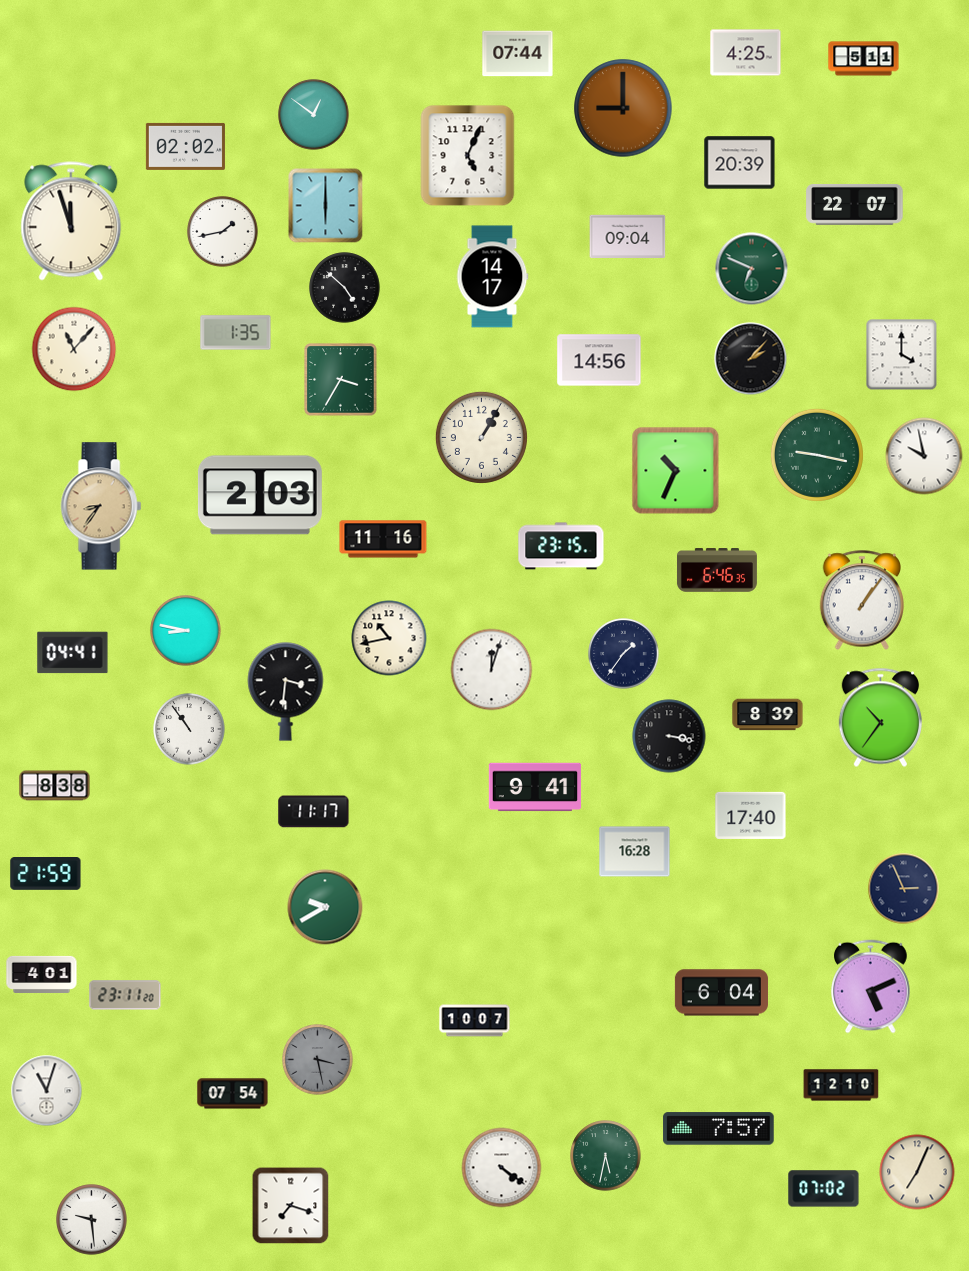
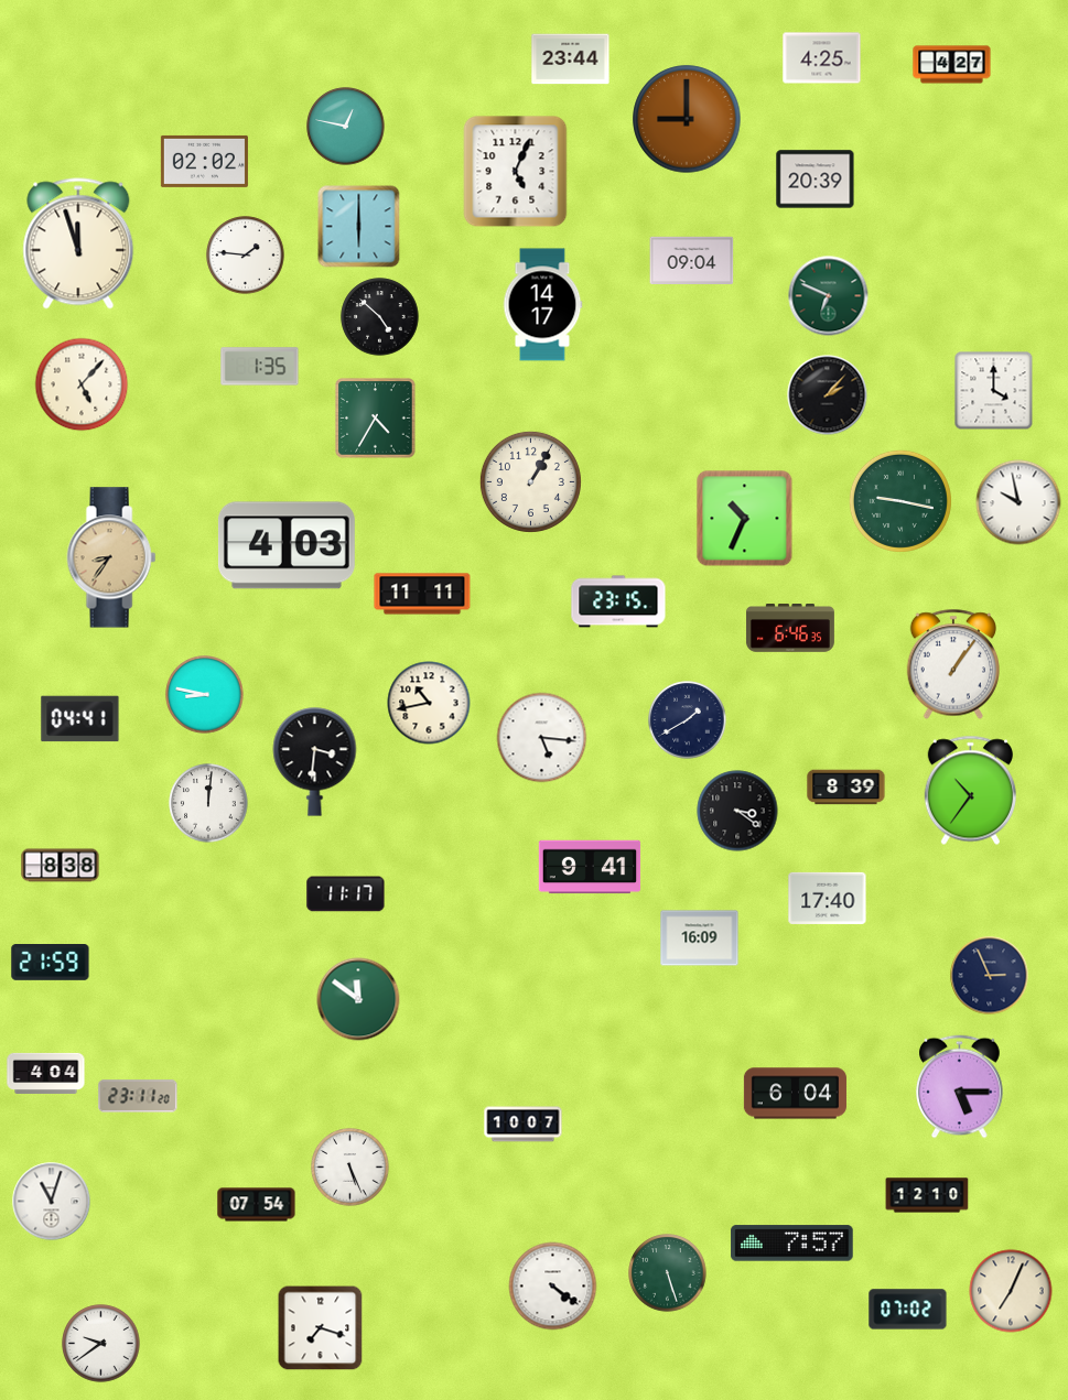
clock at (518, 54): 07:44 -> 23:44
clock at (864, 59): 5:11 -> 4:27
clock at (314, 115): 12:51 -> 12:47
clock at (855, 205): 22:07 -> none
clock at (223, 232): 1:43 -> 1:46
clock at (74, 349): 11:07 -> 5:07
clock at (599, 360): 14:56 -> none
clock at (341, 380): 3:35 -> 4:35
clock at (260, 495): 2:03 -> 4:03
clock at (383, 539): 11:16 -> 11:11
clock at (862, 600) position: (862, 600) -> (953, 664)
clock at (624, 654): 1:36 -> 1:40
clock at (492, 670): 12:03 -> 5:16
clock at (189, 729): 10:54 -> 12:01
clock at (669, 736): 3:17 -> 3:21
clock at (635, 852): 16:28 -> 16:09
clock at (904, 889) position: (904, 889) -> (990, 976)
clock at (325, 907): 9:40 -> 11:51
clock at (42, 974): 4:01 -> 4:04
clock at (871, 987): 5:11 -> 5:15
clock at (318, 1060): 3:28 -> 5:26
clock at (318, 1060) dial: grey -> white
clock at (606, 1156): 5:32 -> 5:27
clock at (92, 1220): 9:29 -> 9:39
